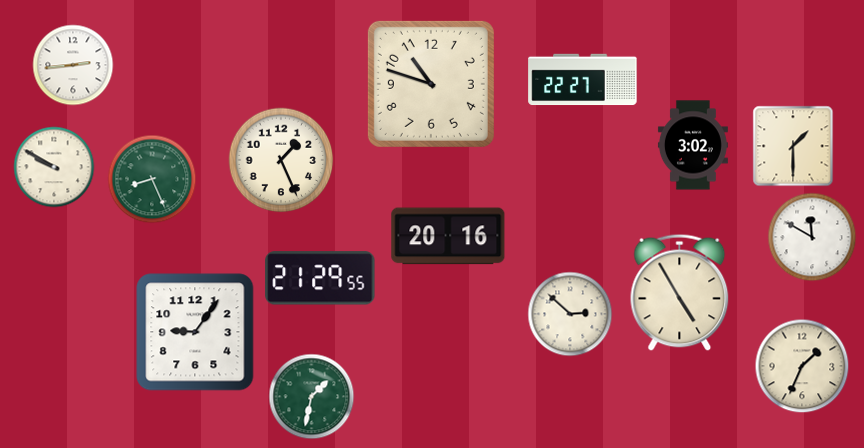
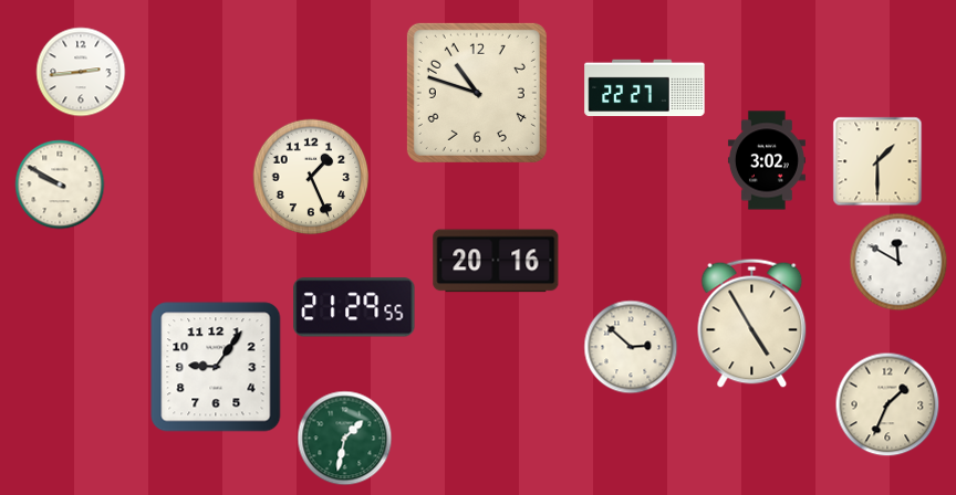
clock at (152, 179): 8:26 -> none
